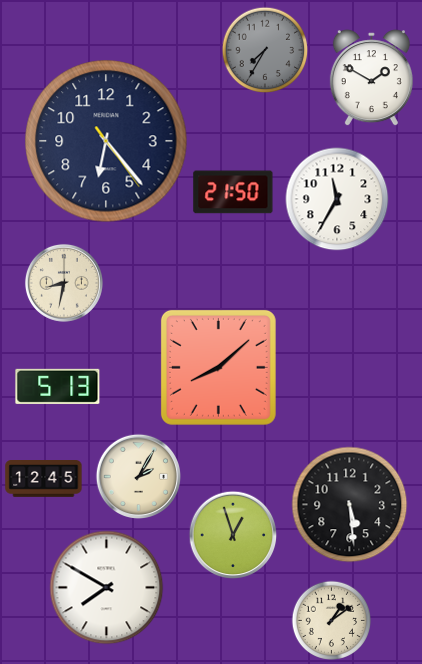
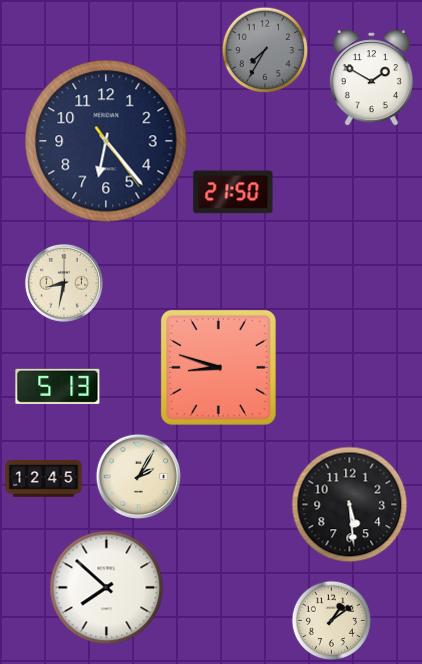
clock at (337, 199): 11:35 -> none
clock at (218, 367): 8:08 -> 8:48
clock at (233, 535): 12:57 -> none
clock at (107, 588): 7:50 -> 7:52
